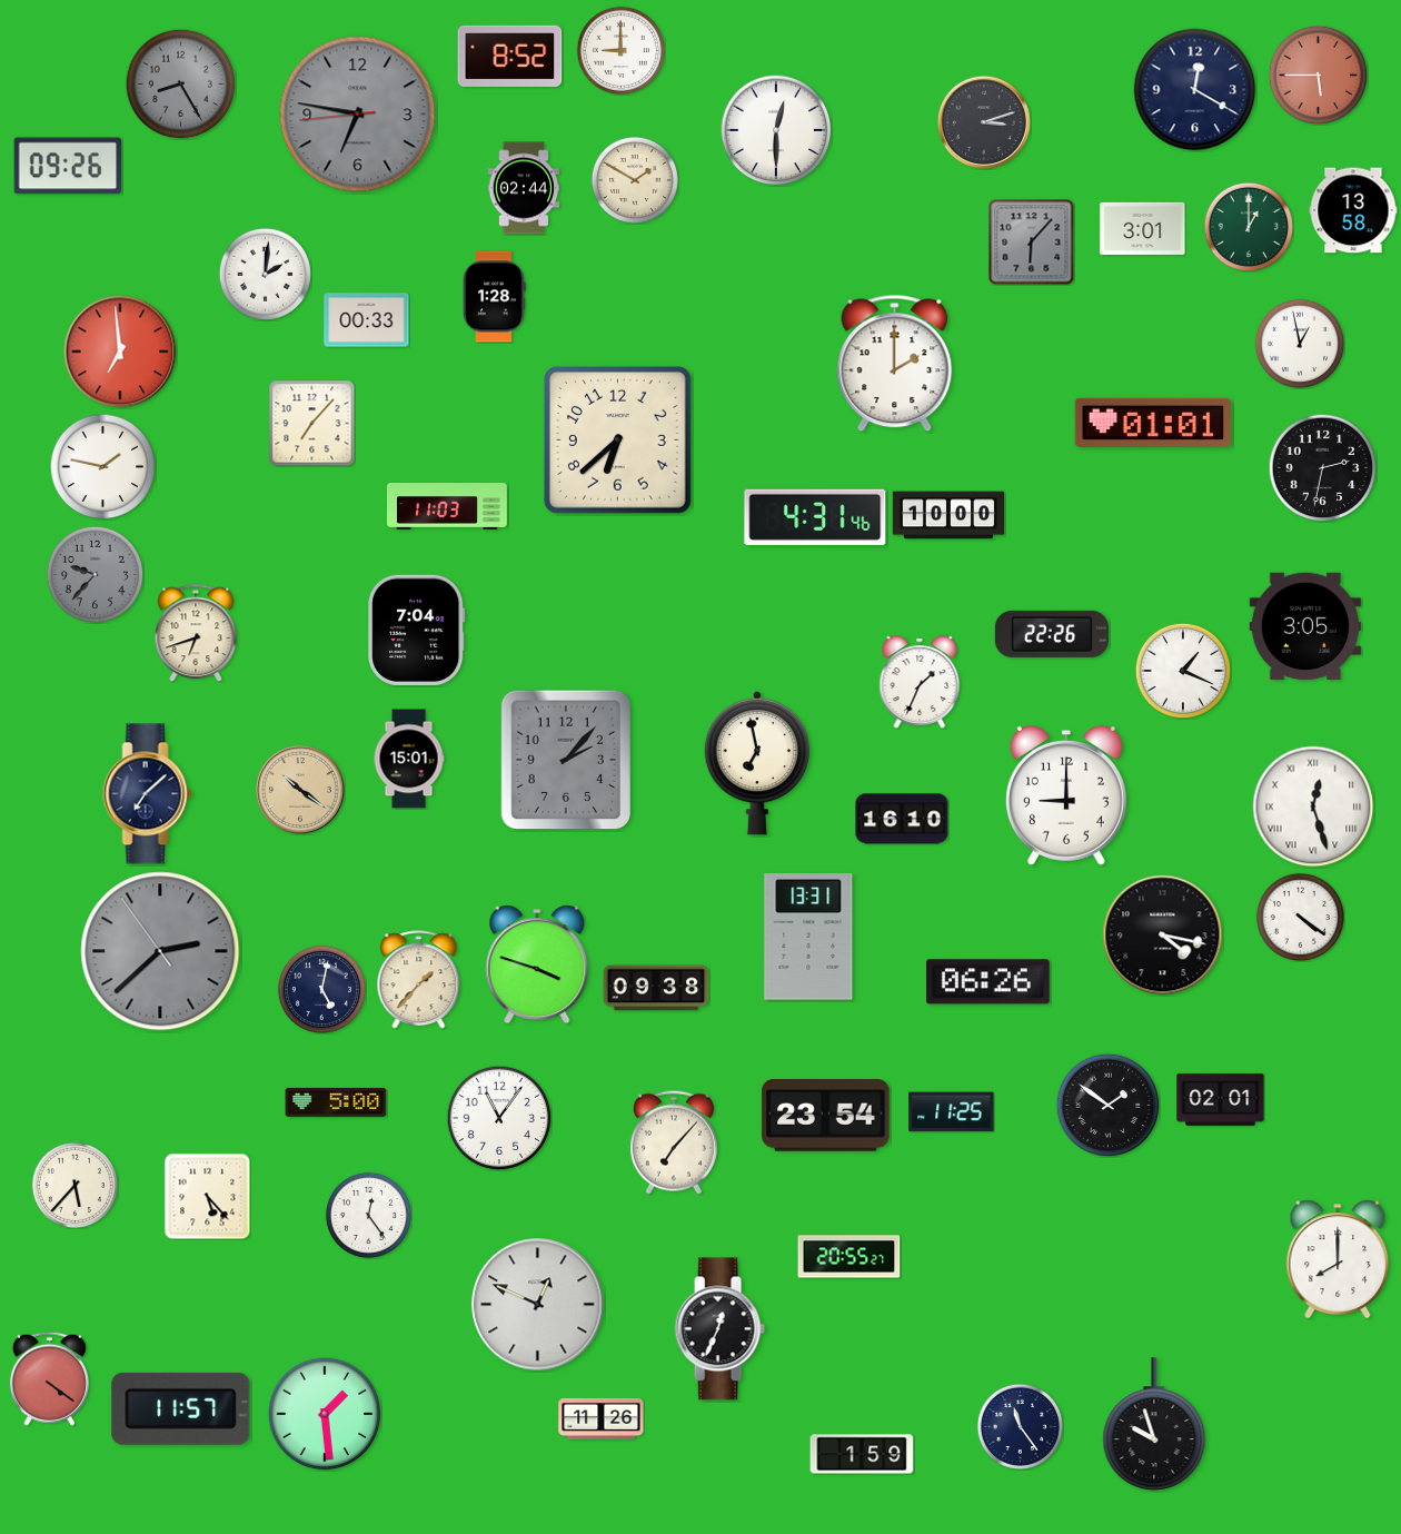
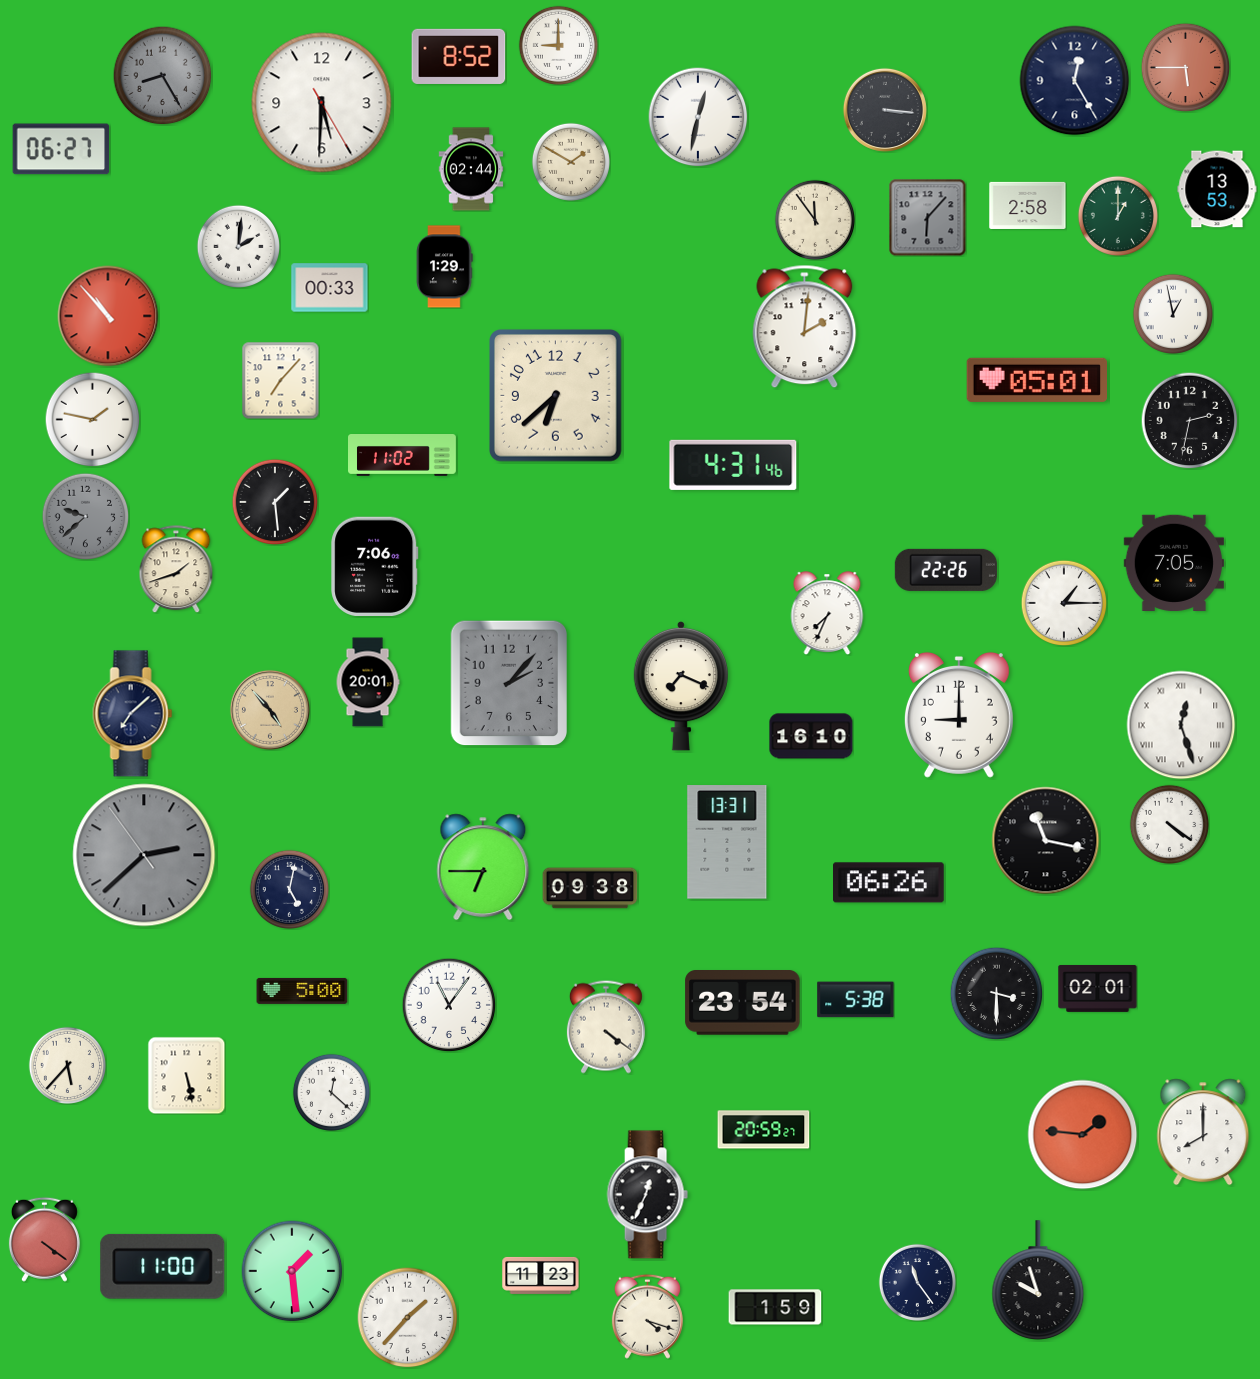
clock at (510, 56) position: (510, 56) -> (459, 56)
clock at (1195, 90): 12:20 -> 12:25
clock at (358, 115): 6:46 -> 5:30
clock at (358, 115) dial: grey -> white
clock at (984, 122): 3:12 -> 3:16
clock at (776, 130): 12:30 -> 12:32
clock at (68, 166): 09:26 -> 06:27
clock at (1353, 210): 13:58 -> 13:53
clock at (1248, 226) position: (1248, 226) -> (1117, 215)
clock at (1143, 228): 3:01 -> 2:58
clock at (814, 219): none -> 11:54
clock at (494, 297): 1:28 -> 1:29
clock at (1299, 343) position: (1299, 343) -> (1172, 313)
clock at (120, 352): 6:59 -> 10:53
clock at (895, 364): 2:00 -> 2:01
clock at (1152, 423): 01:01 -> 05:01
clock at (448, 507): 11:03 -> 11:02
clock at (948, 515): 10:00 -> none
clock at (275, 502): none -> 1:29
clock at (95, 574): 9:37 -> 9:38
clock at (1304, 625): 3:05 -> 7:05
clock at (417, 630): 7:04 -> 7:06
clock at (196, 633): 6:42 -> 1:42
clock at (1183, 671): 1:19 -> 1:15
clock at (920, 682): 1:34 -> 7:34
clock at (409, 759): 15:01 -> 20:01
clock at (756, 763): 6:58 -> 7:19
clock at (300, 790): 10:21 -> 4:53
clock at (1163, 936): 4:17 -> 11:17
clock at (537, 964): 3:48 -> 6:45
clock at (419, 980): 1:37 -> none
clock at (1107, 1105): 1:51 -> 3:30
clock at (952, 1112): 11:25 -> 5:38
clock at (674, 1142): 7:07 -> 4:21
clock at (207, 1196): 5:23 -> 5:28
clock at (368, 1215): 12:24 -> 12:22
clock at (849, 1257): 20:55 -> 20:59
clock at (1083, 1135): none -> 1:46
clock at (538, 1305): 12:49 -> none
clock at (181, 1408): 11:57 -> 11:00
clock at (602, 1418): 11:26 -> 11:23
clock at (647, 1316): none -> 4:18
clock at (408, 1318): none -> 1:37
